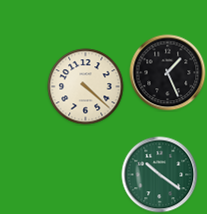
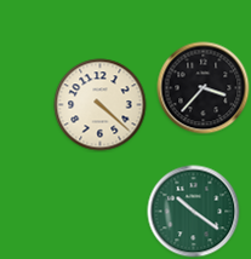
clock at (168, 73): 1:26 -> 3:37
clock at (86, 87) position: (86, 87) -> (101, 105)
